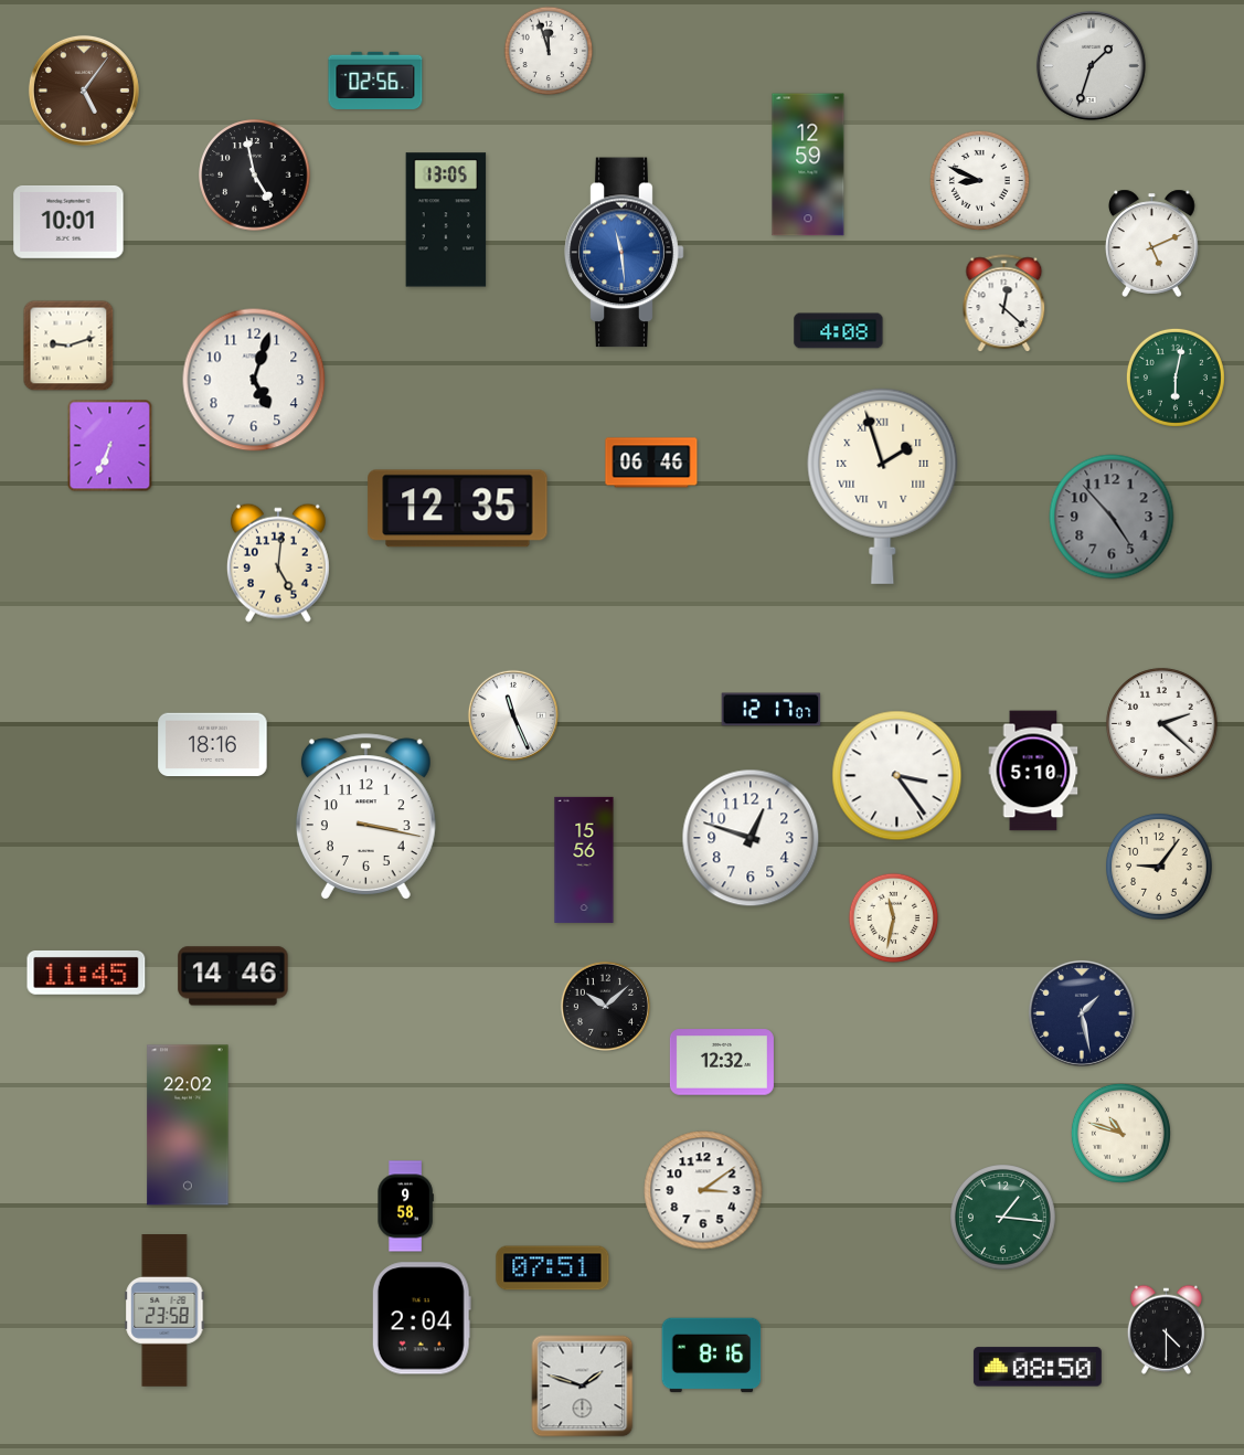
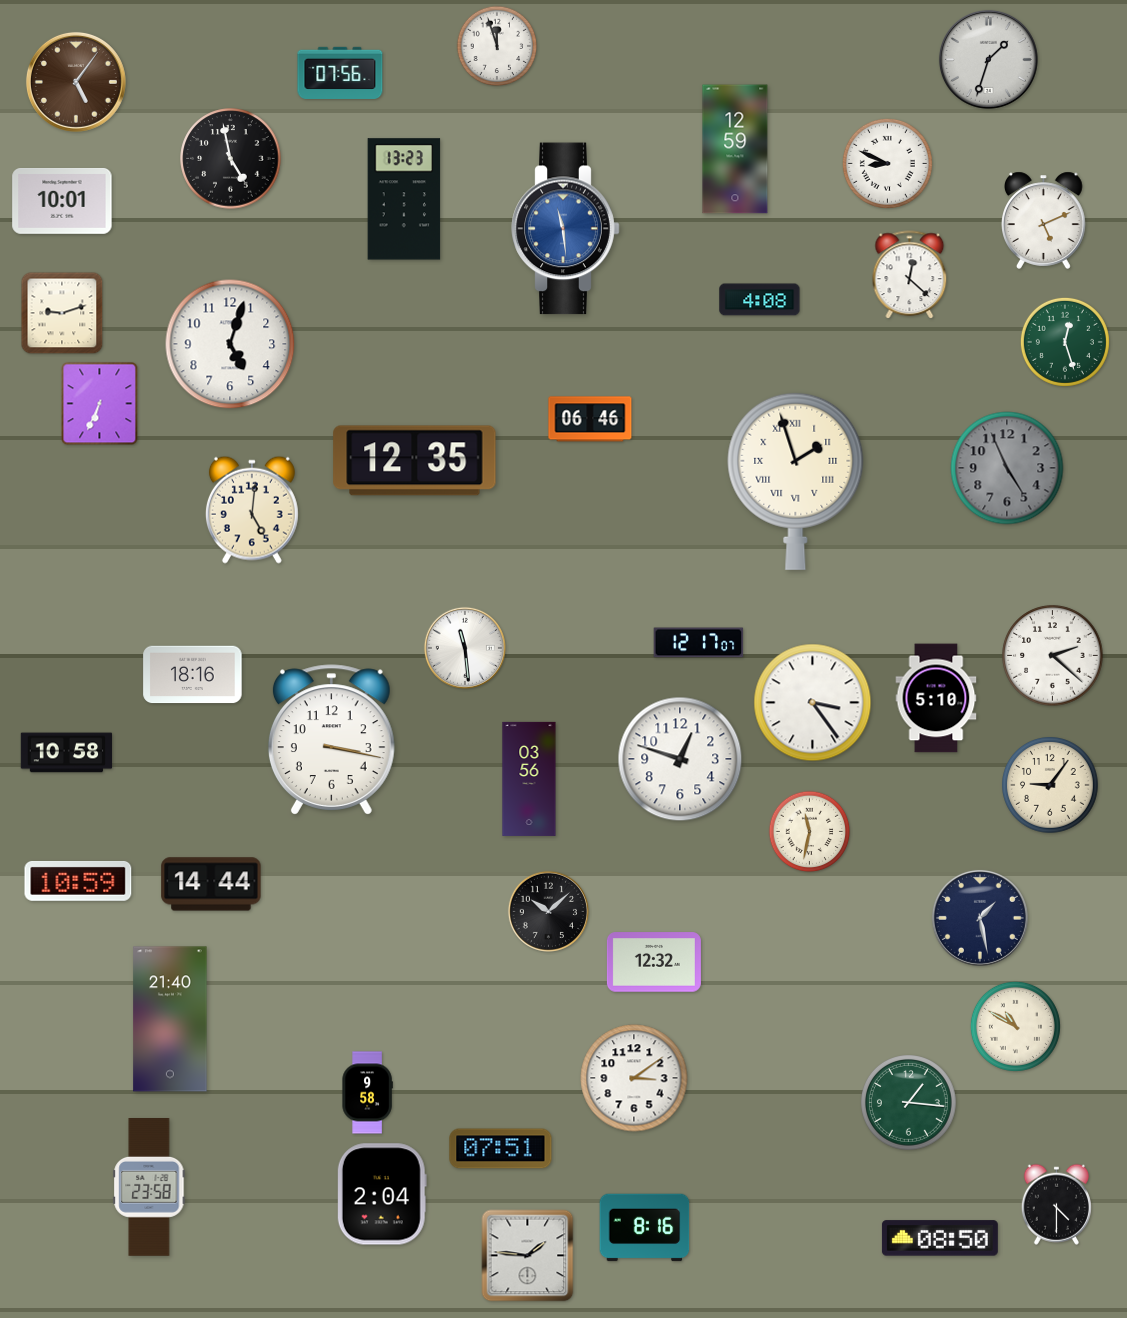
clock at (375, 81): 02:56 -> 07:56
clock at (808, 164) position: (808, 164) -> (735, 149)
clock at (446, 220): 13:05 -> 13:23
clock at (1176, 378): 6:02 -> 12:27
clock at (883, 486) position: (883, 486) -> (796, 481)
clock at (1112, 517): 4:53 -> 4:56
clock at (513, 715): 11:26 -> 11:29
clock at (67, 753): none -> 10:58
clock at (584, 860): 15:56 -> 03:56
clock at (86, 973): 11:45 -> 10:59
clock at (233, 976): 14:46 -> 14:44
clock at (188, 1125): 22:02 -> 21:40
clock at (1120, 1133): 10:48 -> 10:50
clock at (703, 1190) position: (703, 1190) -> (634, 1078)
clock at (583, 1387): 1:48 -> 1:46
